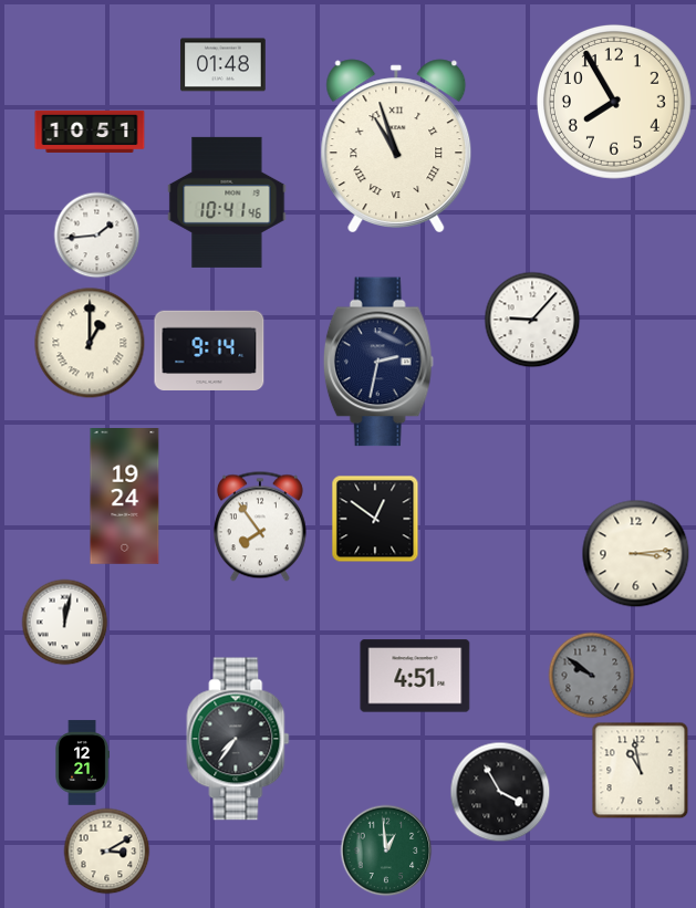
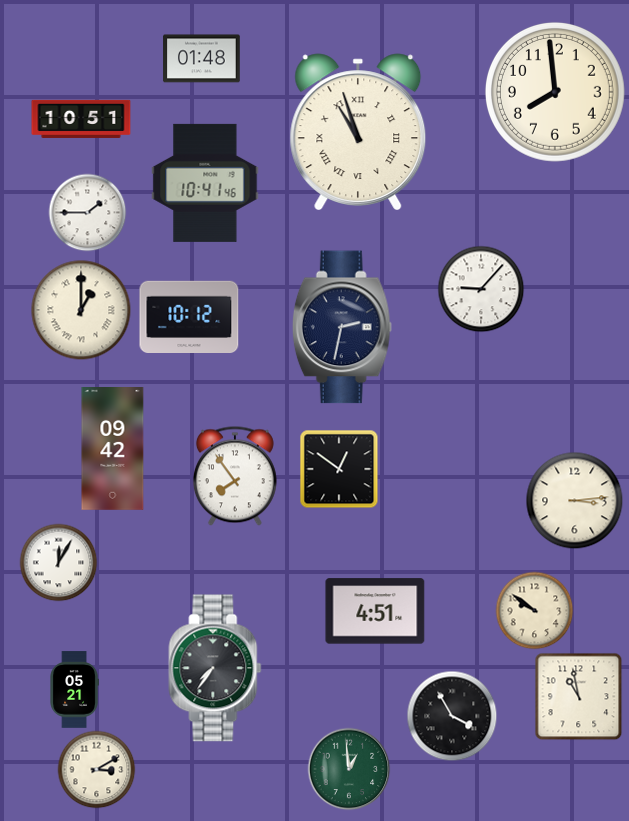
clock at (614, 102): 7:55 -> 7:59
clock at (96, 234): 1:44 -> 1:45
clock at (209, 351): 9:14 -> 10:12
clock at (125, 497): 19:24 -> 09:42
clock at (64, 622): 12:02 -> 12:05
clock at (591, 675) dial: grey -> cream
clock at (82, 763): 12:21 -> 05:21
